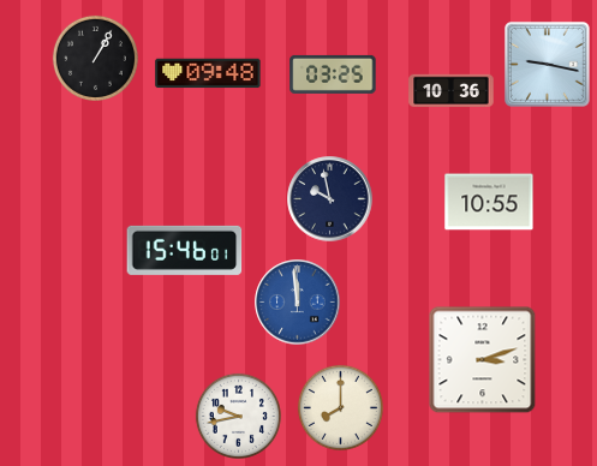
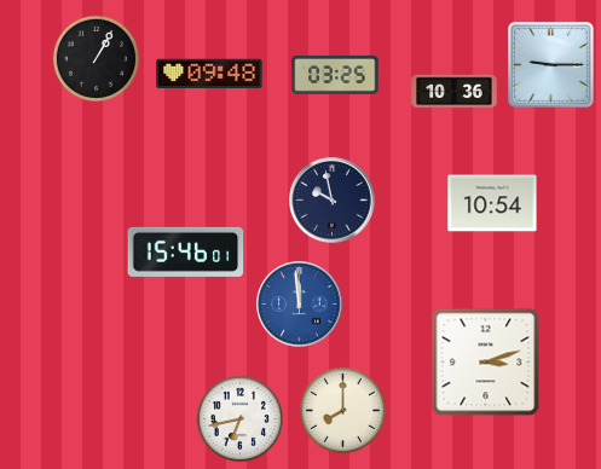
clock at (548, 65): 9:17 -> 9:15
clock at (489, 202): 10:55 -> 10:54
clock at (238, 416): 9:43 -> 6:43
